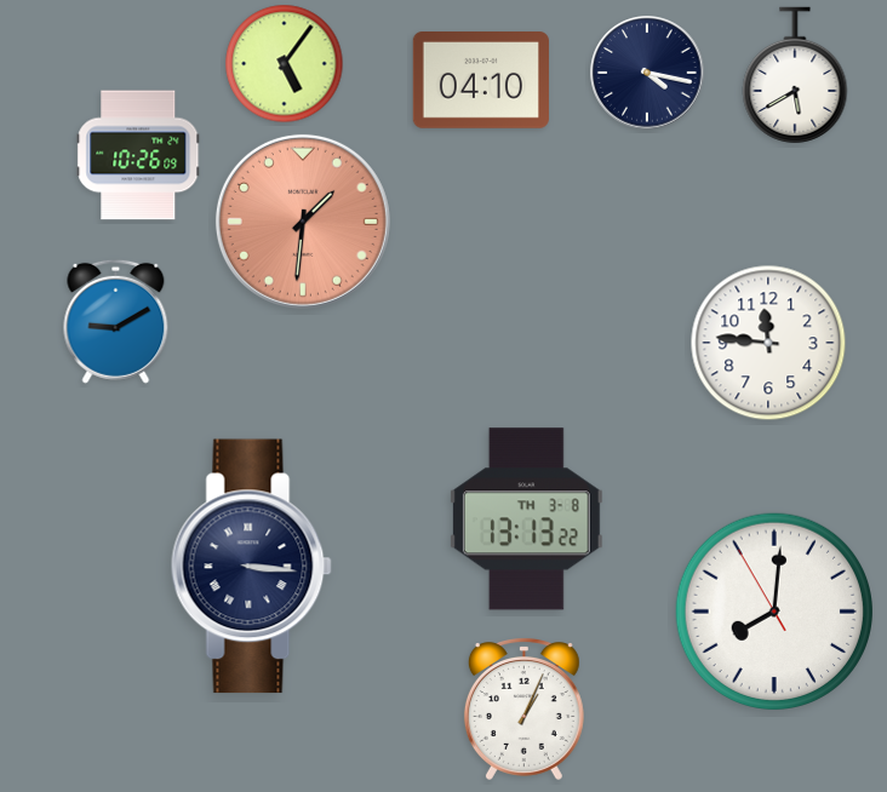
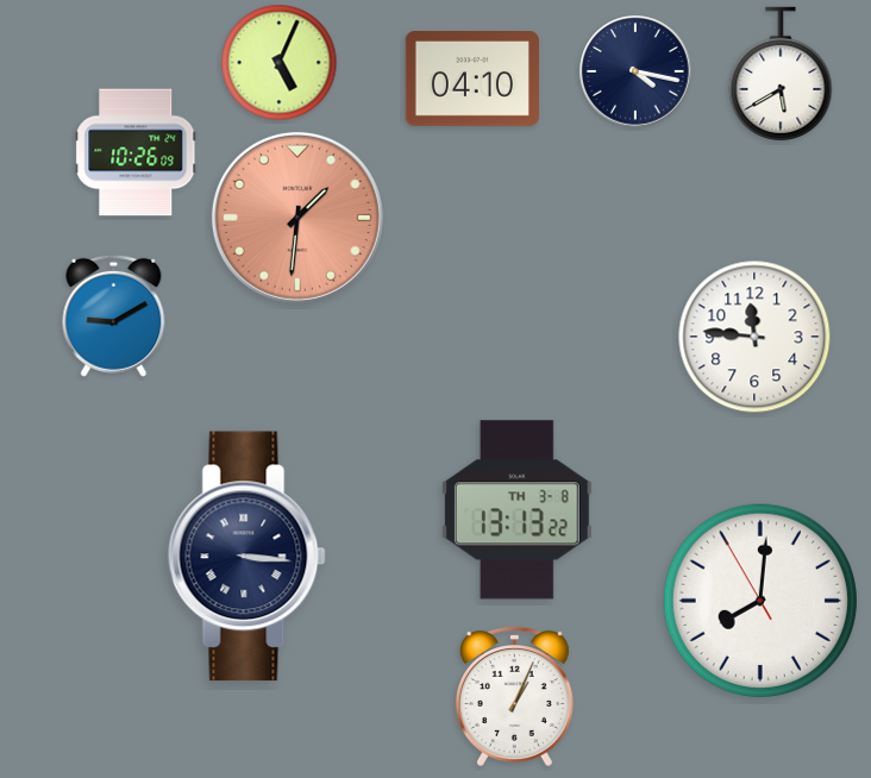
clock at (285, 64): 5:06 -> 5:04
